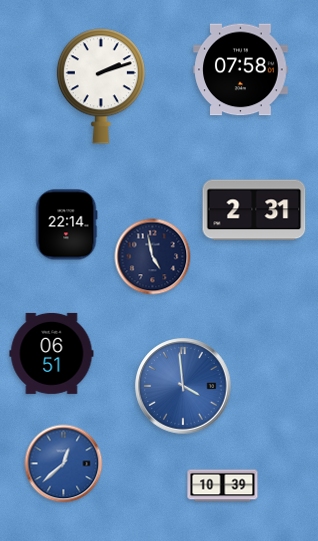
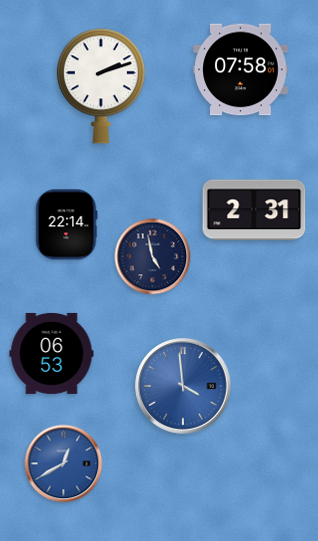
clock at (52, 353): 06:51 -> 06:53
clock at (64, 464): 12:38 -> 12:40
clock at (223, 486): 10:39 -> none
